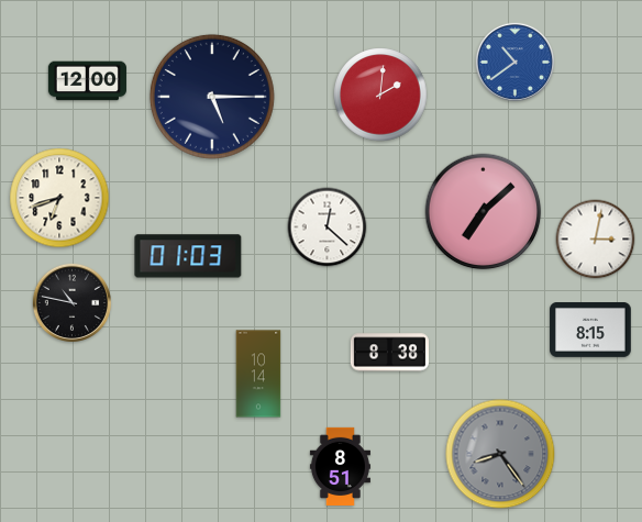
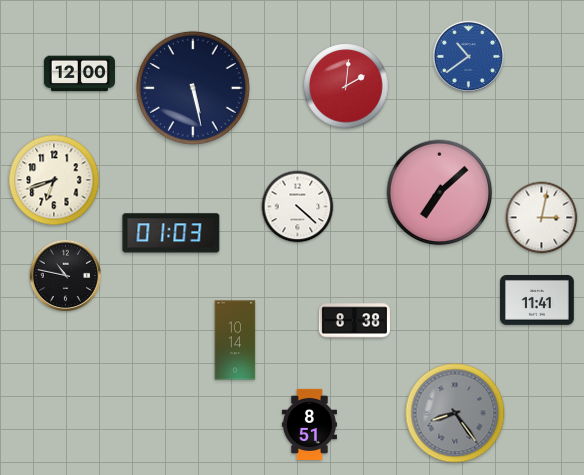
clock at (212, 97): 5:15 -> 5:28
clock at (328, 227): 12:22 -> 4:22
clock at (590, 331): 8:15 -> 11:41
